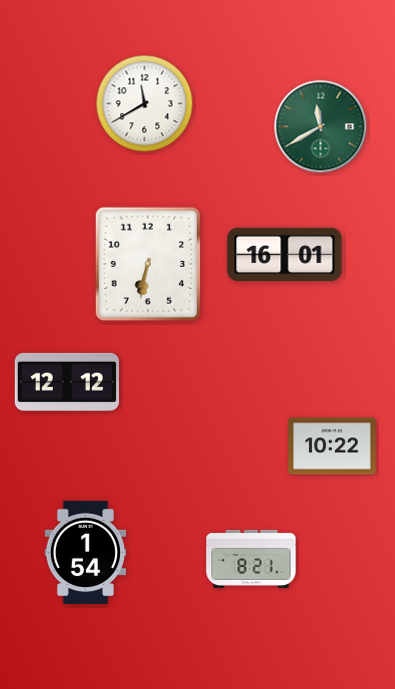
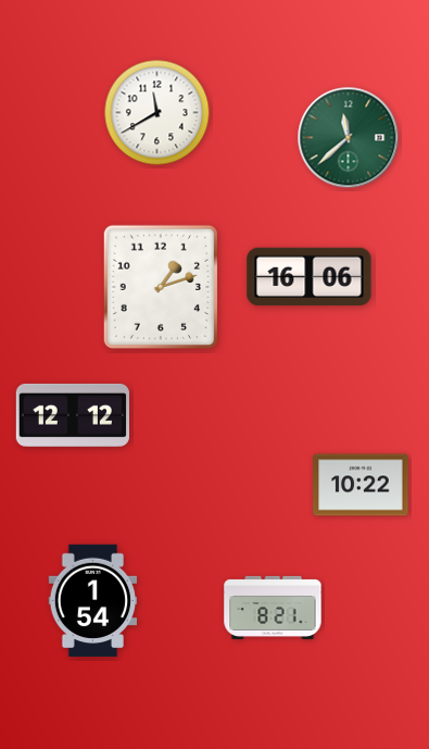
clock at (321, 127): 11:40 -> 11:38
clock at (285, 255): 16:01 -> 16:06
clock at (148, 264): 6:32 -> 1:12
